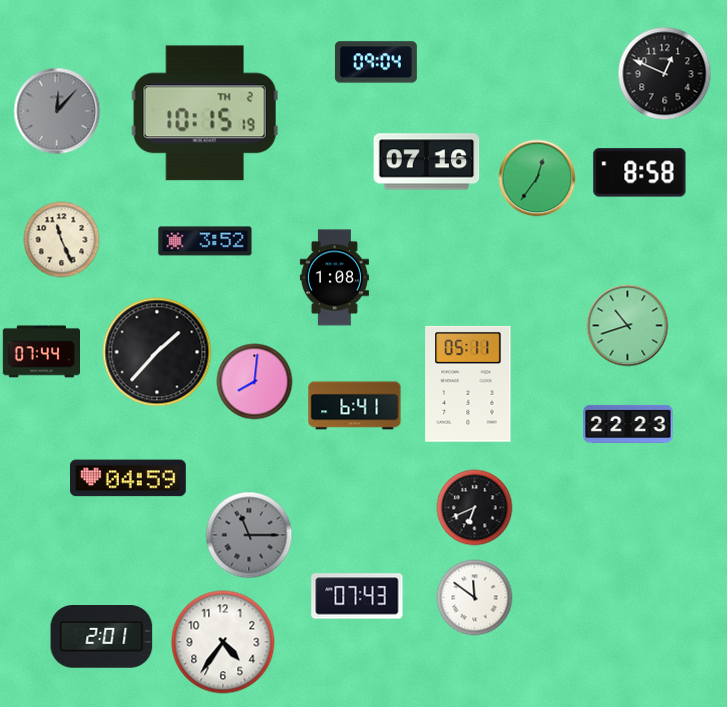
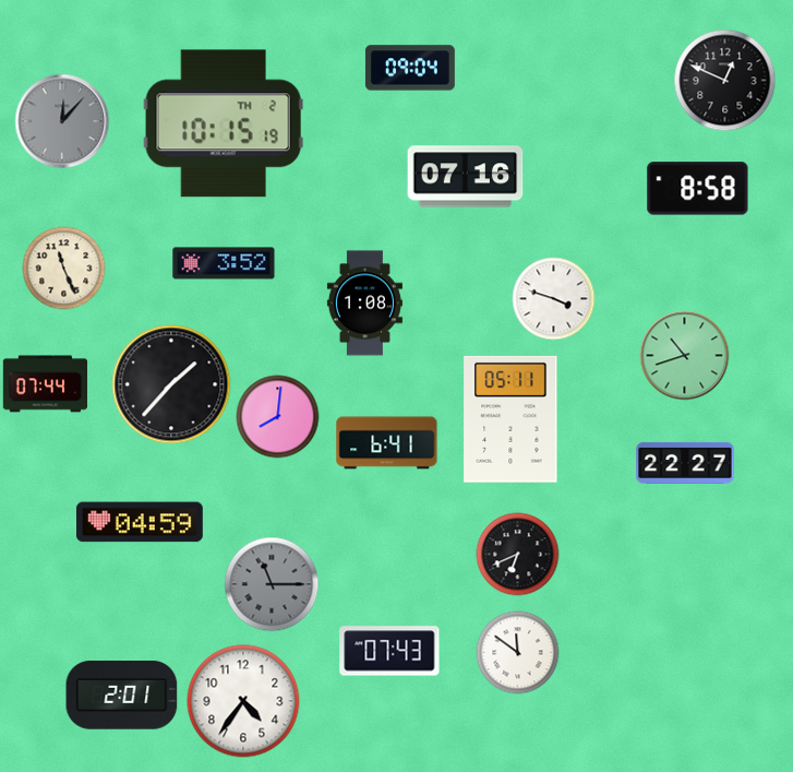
clock at (537, 178): 12:36 -> none
clock at (62, 240) position: (62, 240) -> (64, 269)
clock at (554, 299): none -> 3:48
clock at (628, 424): 22:23 -> 22:27
clock at (102, 637) position: (102, 637) -> (122, 696)
